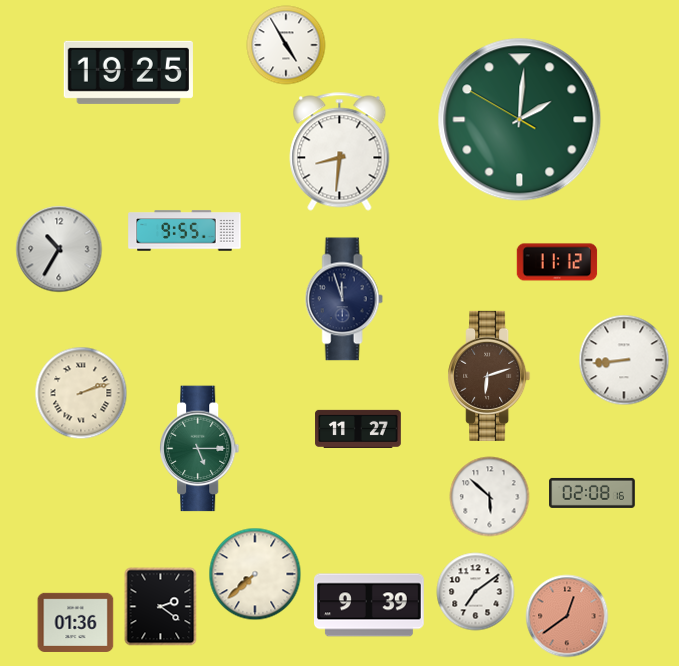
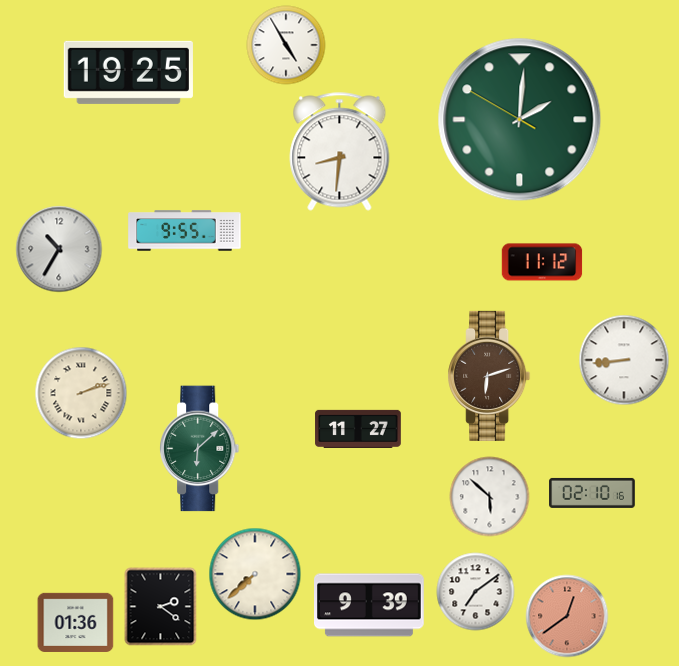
clock at (557, 262) position: (557, 262) -> (542, 262)
clock at (344, 299): 11:57 -> none
clock at (200, 449): 5:15 -> 6:08
clock at (592, 493): 02:08 -> 02:10
